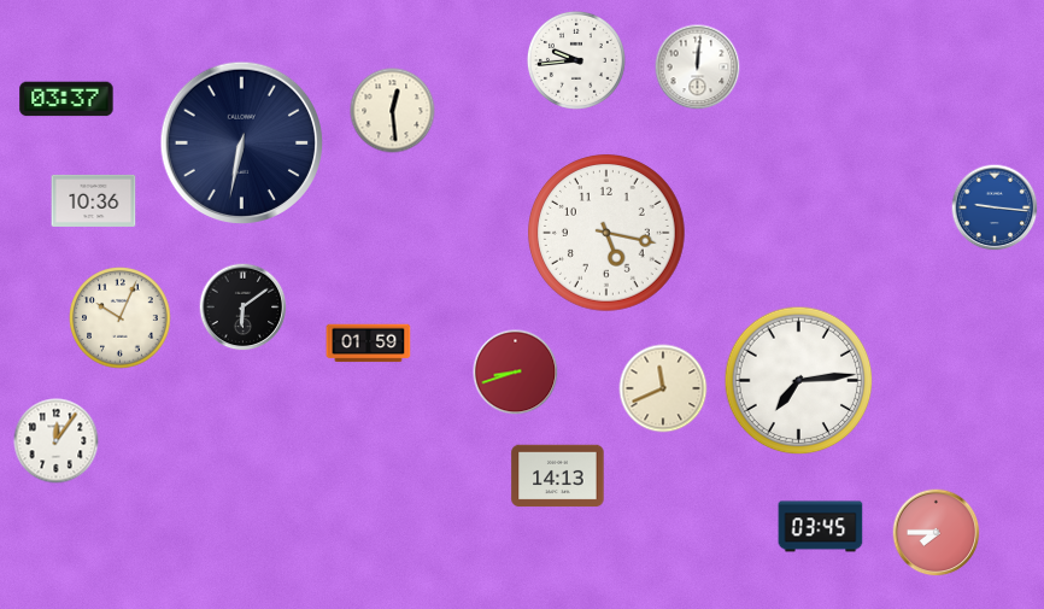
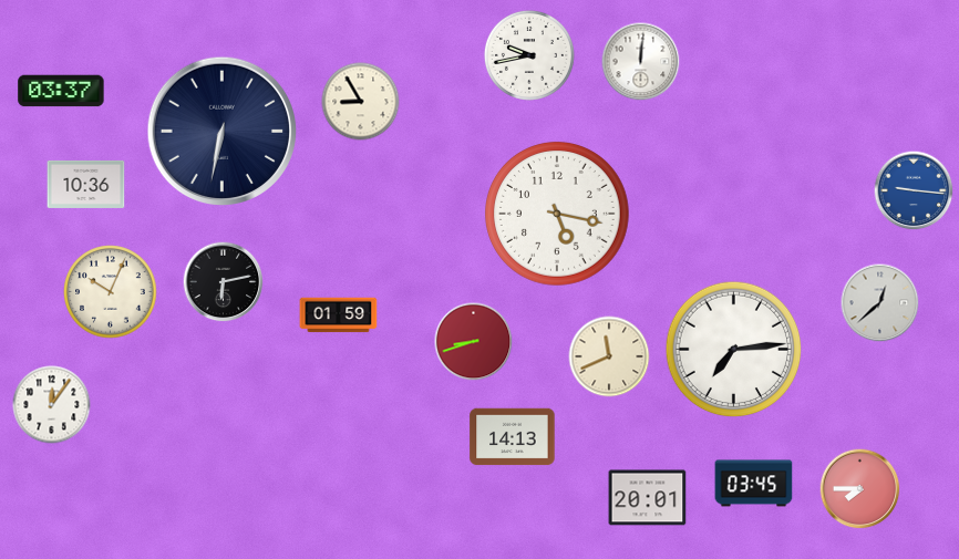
clock at (576, 60): 9:44 -> 9:43
clock at (393, 111): 12:29 -> 8:55
clock at (244, 308): 6:09 -> 6:13
clock at (880, 303): none -> 12:38
clock at (648, 498): none -> 20:01
